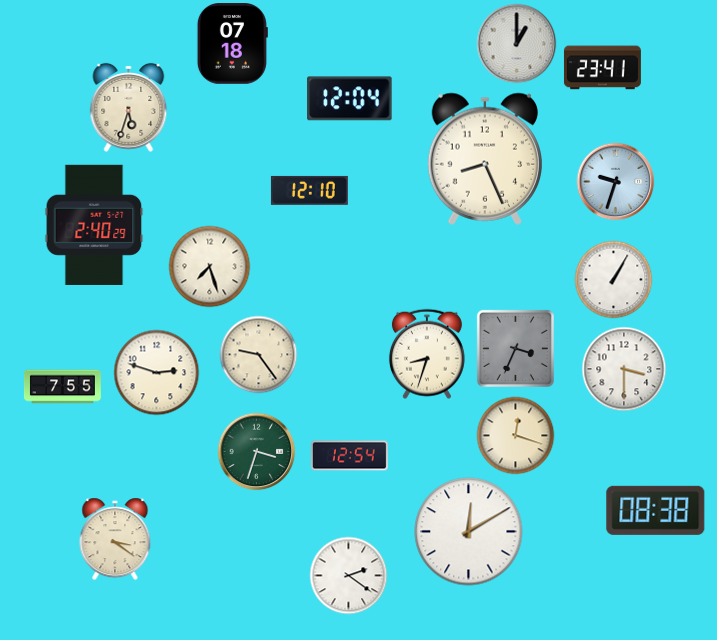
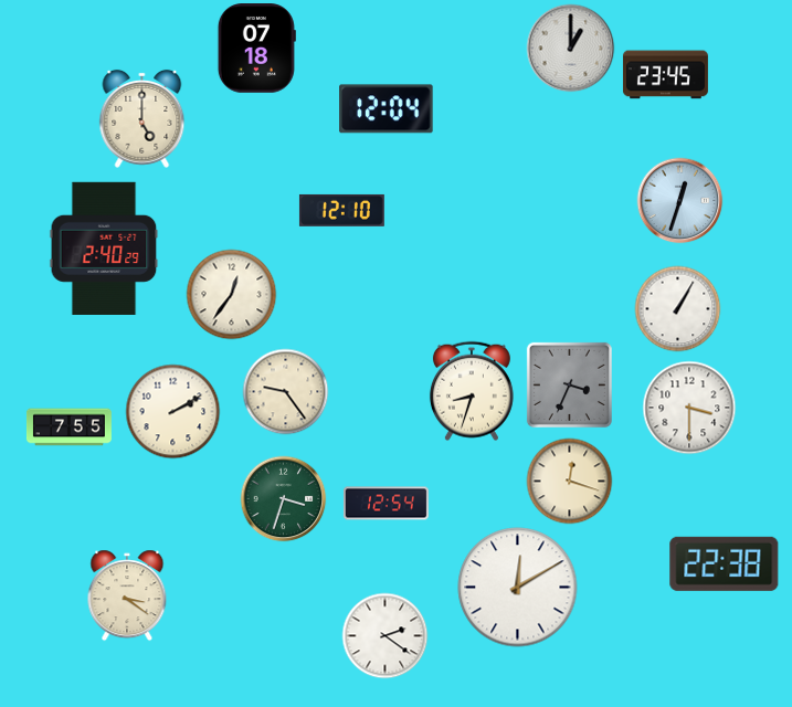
clock at (602, 68): 23:41 -> 23:45
clock at (129, 107): 5:33 -> 5:00
clock at (484, 159): 8:26 -> none
clock at (615, 181): 9:33 -> 12:33
clock at (209, 266): 7:27 -> 12:36
clock at (156, 372): 2:48 -> 2:10
clock at (656, 510): 08:38 -> 22:38
